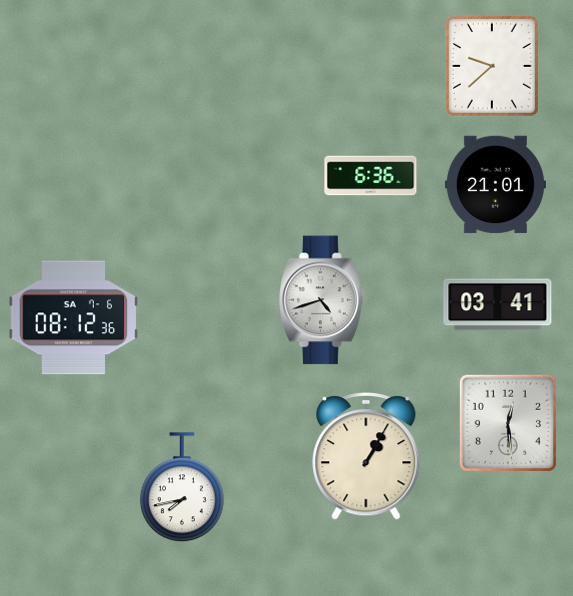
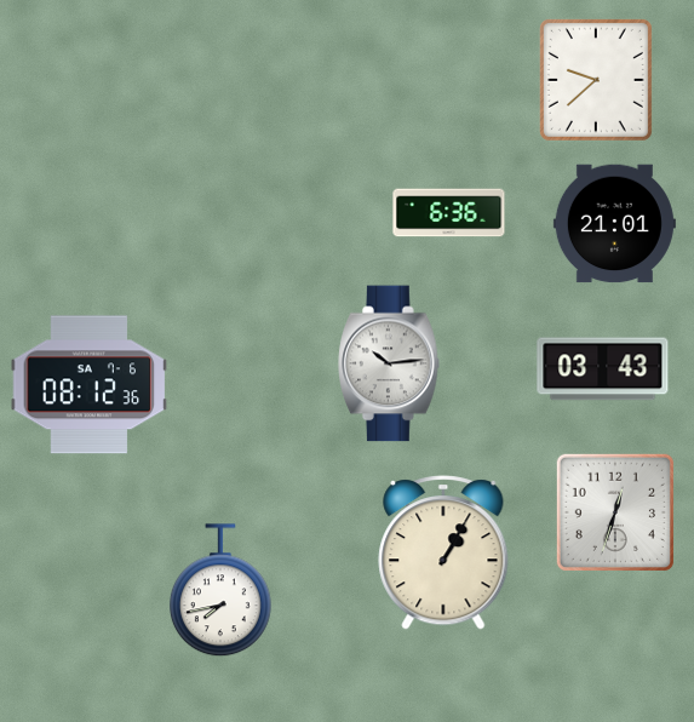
clock at (495, 185) position: (495, 185) -> (614, 224)
clock at (321, 300): 4:42 -> 10:14
clock at (498, 305): 03:41 -> 03:43
clock at (508, 423): 12:29 -> 12:33
